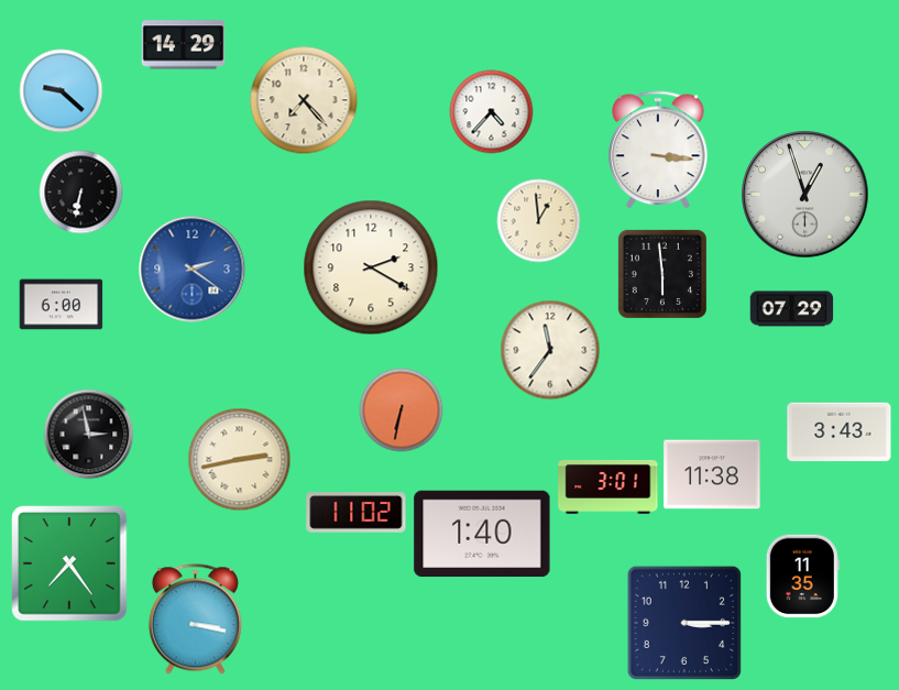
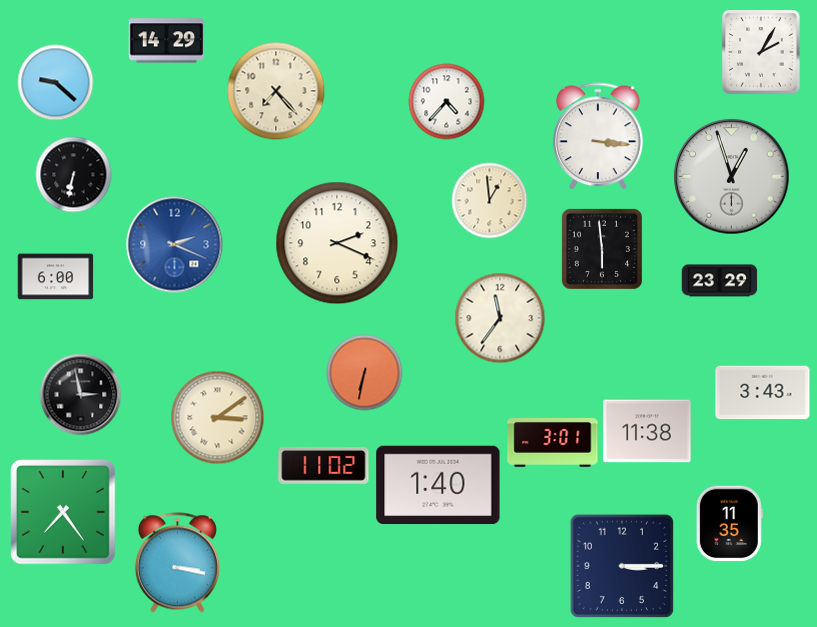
clock at (761, 52): none -> 2:05
clock at (371, 267): 2:20 -> 2:19
clock at (193, 270): 2:21 -> 2:19
clock at (792, 309): 07:29 -> 23:29
clock at (240, 460): 2:43 -> 3:09
